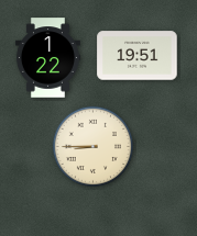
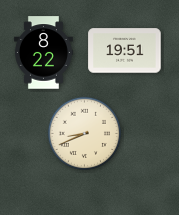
clock at (47, 58): 1:22 -> 8:22
clock at (92, 146): 8:45 -> 8:41
